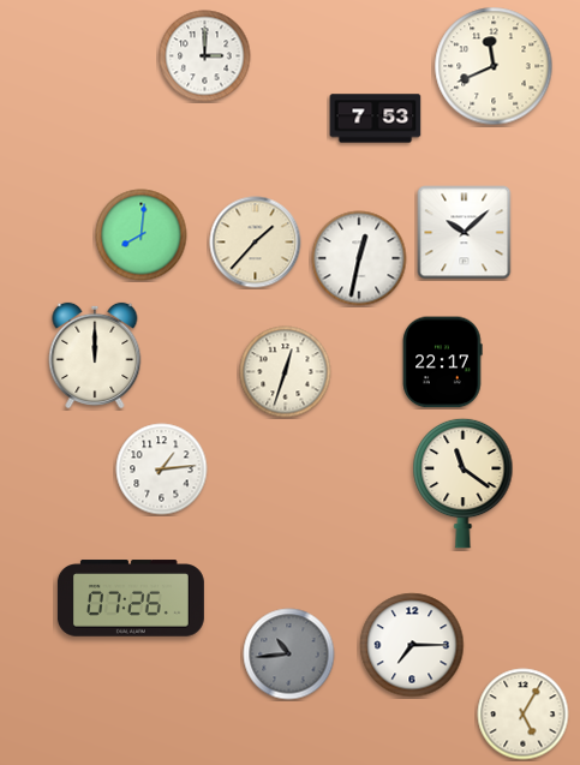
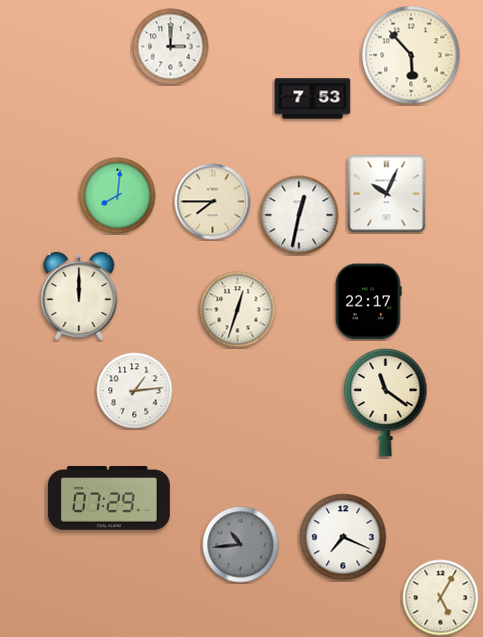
clock at (494, 66): 11:41 -> 5:53
clock at (465, 233): 10:08 -> 10:04
clock at (256, 243): 1:37 -> 7:45
clock at (131, 598): 07:26 -> 07:29
clock at (412, 645): 7:15 -> 7:19
clock at (524, 715) position: (524, 715) -> (441, 598)
